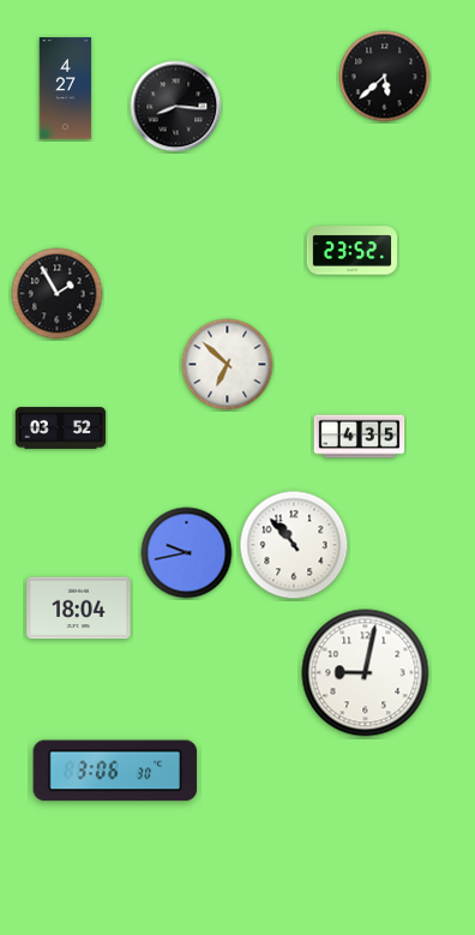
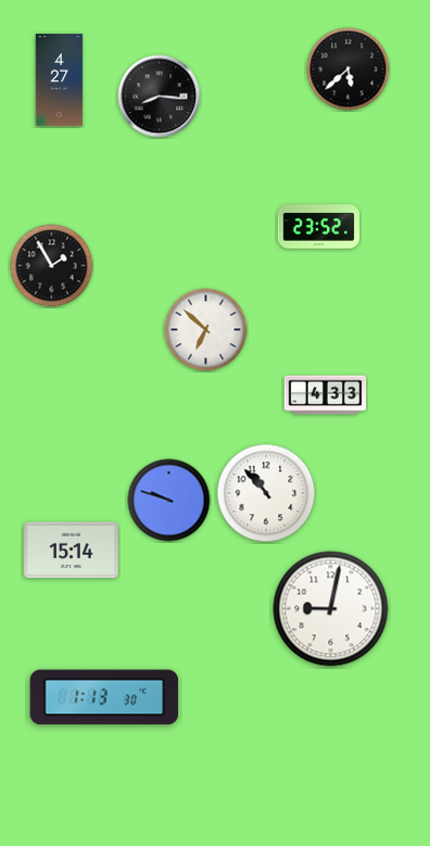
clock at (61, 428): 03:52 -> none
clock at (360, 437): 4:35 -> 4:33
clock at (187, 553): 9:43 -> 9:48
clock at (79, 609): 18:04 -> 15:14
clock at (115, 771): 3:06 -> 1:13
